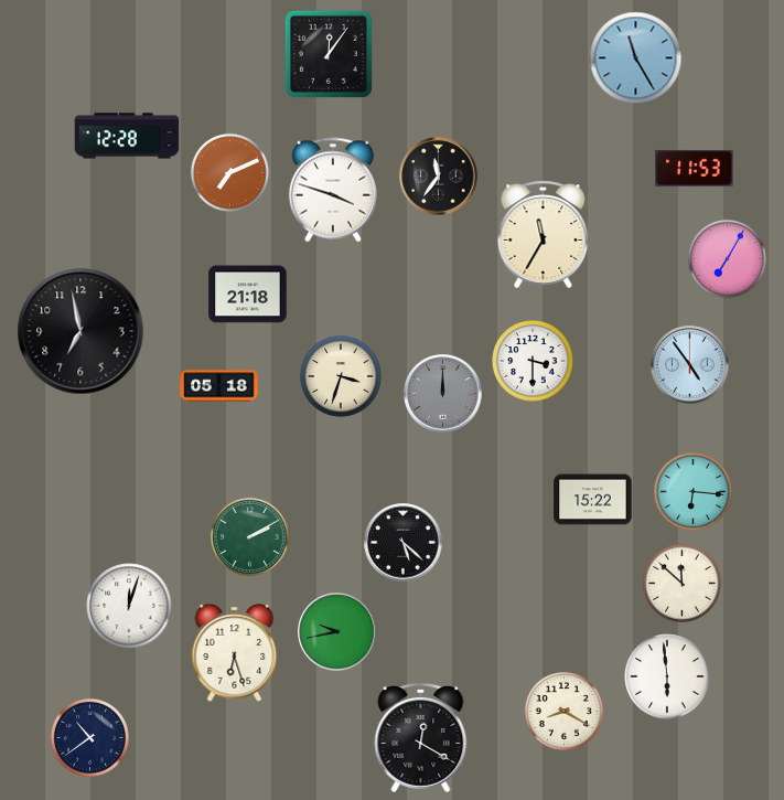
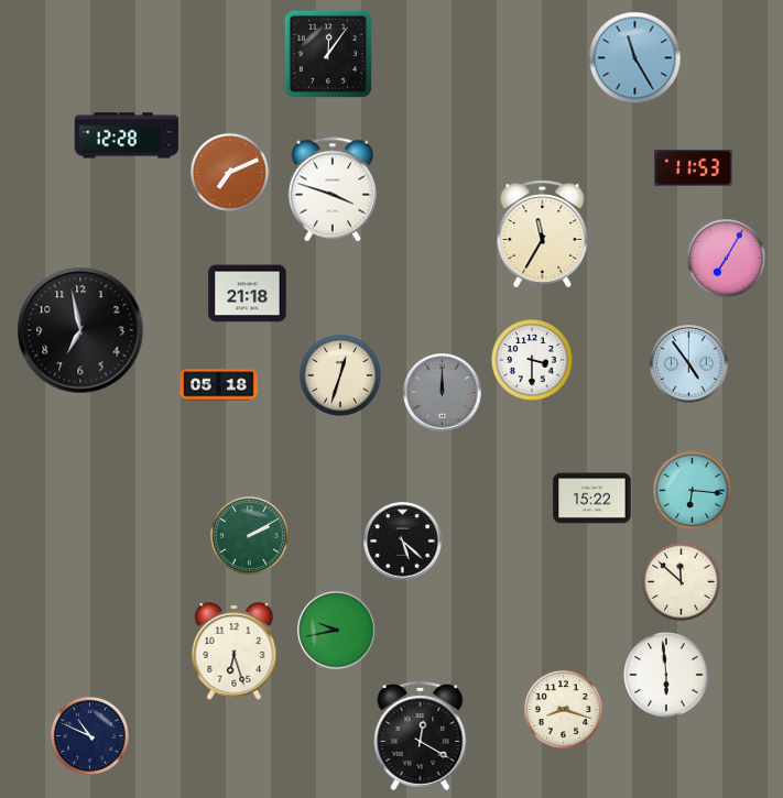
clock at (439, 177): 11:36 -> none
clock at (341, 376): 3:33 -> 12:33
clock at (129, 606): 12:03 -> none
clock at (563, 711): 8:20 -> 8:18
clock at (89, 737): 10:39 -> 10:49
